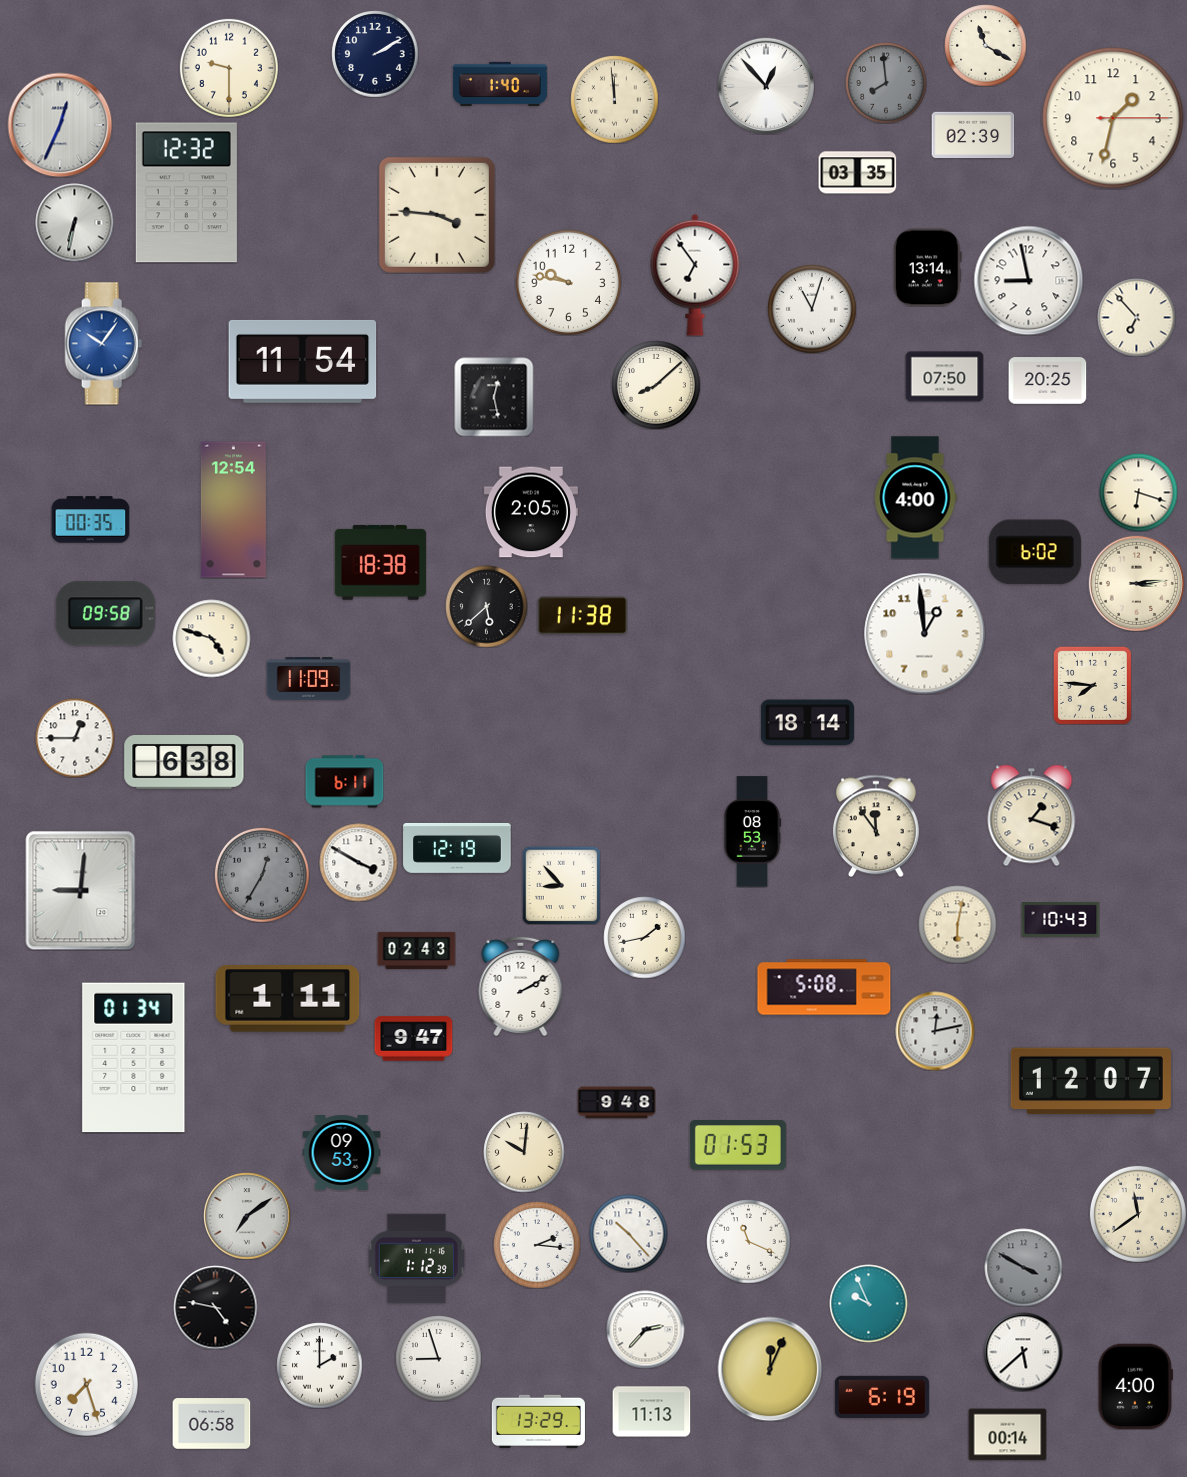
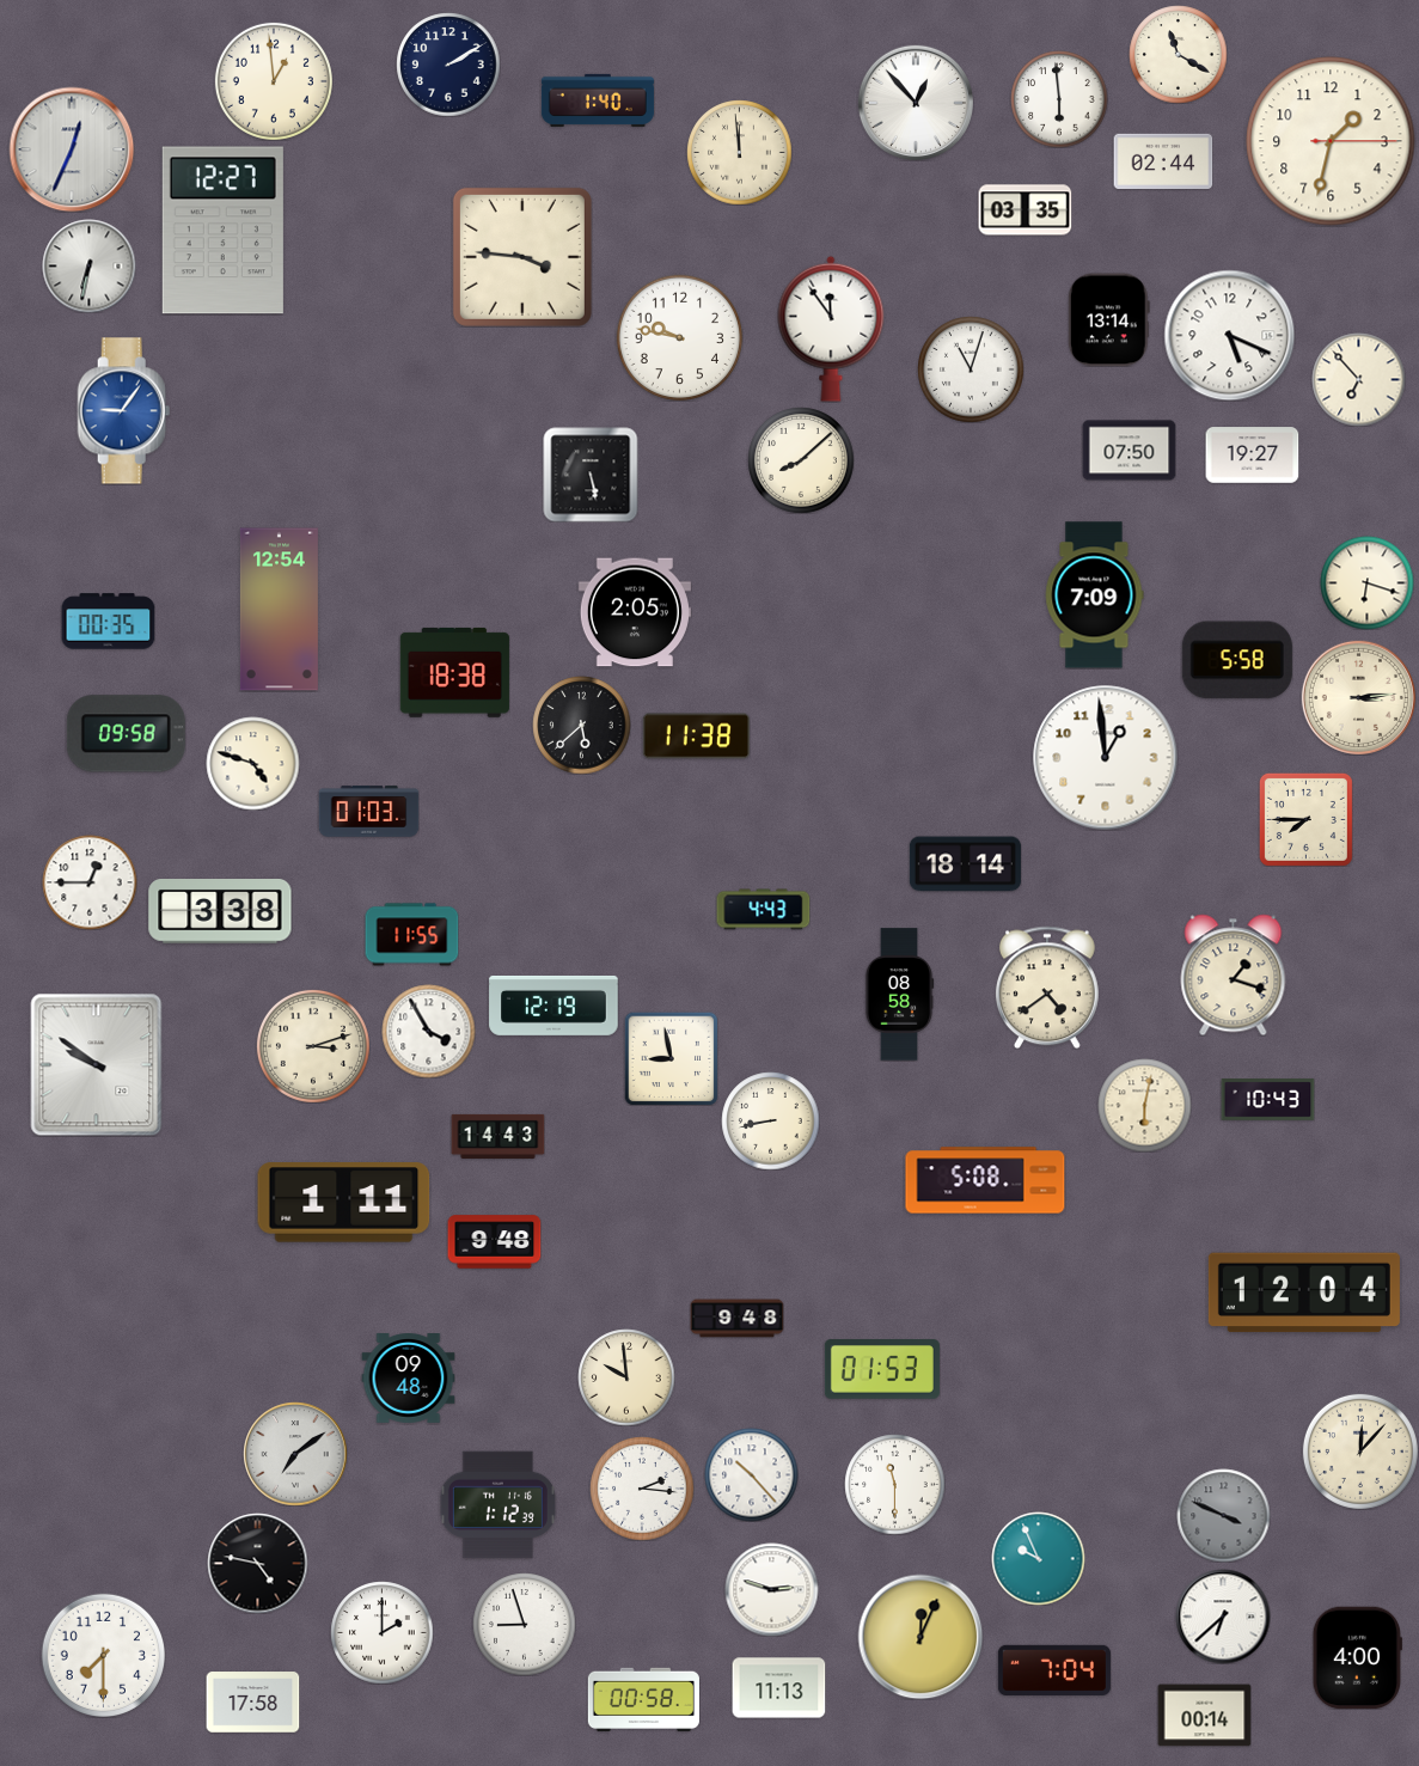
clock at (229, 68): 9:30 -> 12:59
clock at (886, 83): 7:59 -> 5:59
clock at (886, 83) dial: grey -> white
clock at (614, 99) position: (614, 99) -> (739, 152)
clock at (973, 134): 02:39 -> 02:44
clock at (857, 173) position: (857, 173) -> (1025, 210)
clock at (186, 193): 12:32 -> 12:27
clock at (695, 275): 6:54 -> 11:54
clock at (1028, 280): 8:58 -> 5:19
clock at (104, 344): 10:06 -> 9:06
clock at (303, 361): 11:54 -> none
clock at (1047, 381): 20:25 -> 19:27
clock at (656, 385) position: (656, 385) -> (801, 460)
clock at (494, 397): 12:28 -> 5:28
clock at (1138, 492) position: (1138, 492) -> (1366, 582)
clock at (915, 498): 4:00 -> 7:09
clock at (1035, 552): 6:02 -> 5:58
clock at (308, 679): 11:09 -> 01:03
clock at (1092, 685): 7:46 -> 7:45
clock at (763, 910): none -> 4:43
clock at (184, 763): 6:38 -> 3:38
clock at (344, 782): 6:11 -> 11:55
clock at (876, 826): 11:54 -> 4:39
clock at (752, 832): 08:53 -> 08:58
clock at (457, 848) position: (457, 848) -> (553, 1006)
clock at (358, 862): 3:50 -> 3:55
clock at (262, 875): 12:35 -> 3:12
clock at (262, 875) dial: grey -> cream
clock at (561, 885): 8:53 -> 8:58
clock at (81, 890): 9:01 -> 9:51
clock at (644, 937): 1:43 -> 8:43
clock at (416, 950): 02:43 -> 14:43
clock at (521, 986): 2:10 -> none
clock at (288, 999) position: (288, 999) -> (344, 1203)
clock at (935, 1031): 12:13 -> none
clock at (413, 1039): 9:47 -> 9:48
clock at (134, 1058): 01:34 -> none
clock at (1091, 1081): 12:07 -> 12:04
clock at (524, 1152): 10:01 -> 9:59
clock at (341, 1153): 09:53 -> 09:48
clock at (1138, 1214): 11:39 -> 12:07
clock at (748, 1241): 11:19 -> 11:30
clock at (1023, 1267): 3:50 -> 3:49
clock at (645, 1329): 2:37 -> 2:48
clock at (1023, 1352): 5:38 -> 6:38
clock at (86, 1384): 7:27 -> 7:30
clock at (882, 1397): 6:19 -> 7:04
clock at (538, 1421): 13:29 -> 00:58
clock at (211, 1424): 06:58 -> 17:58
